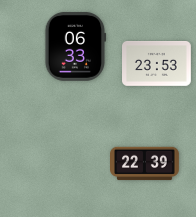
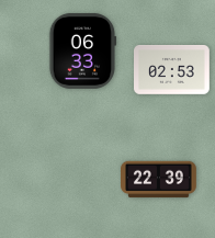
clock at (157, 64): 23:53 -> 02:53
